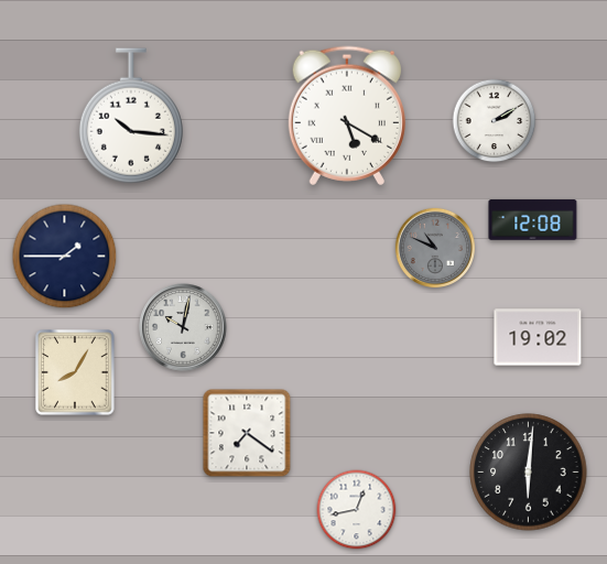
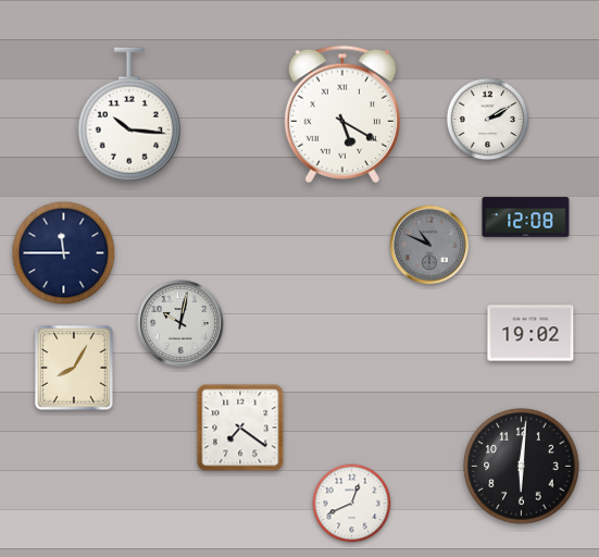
clock at (65, 257): 1:45 -> 11:45
clock at (247, 433) position: (247, 433) -> (240, 428)
clock at (357, 510): 12:43 -> 12:41
